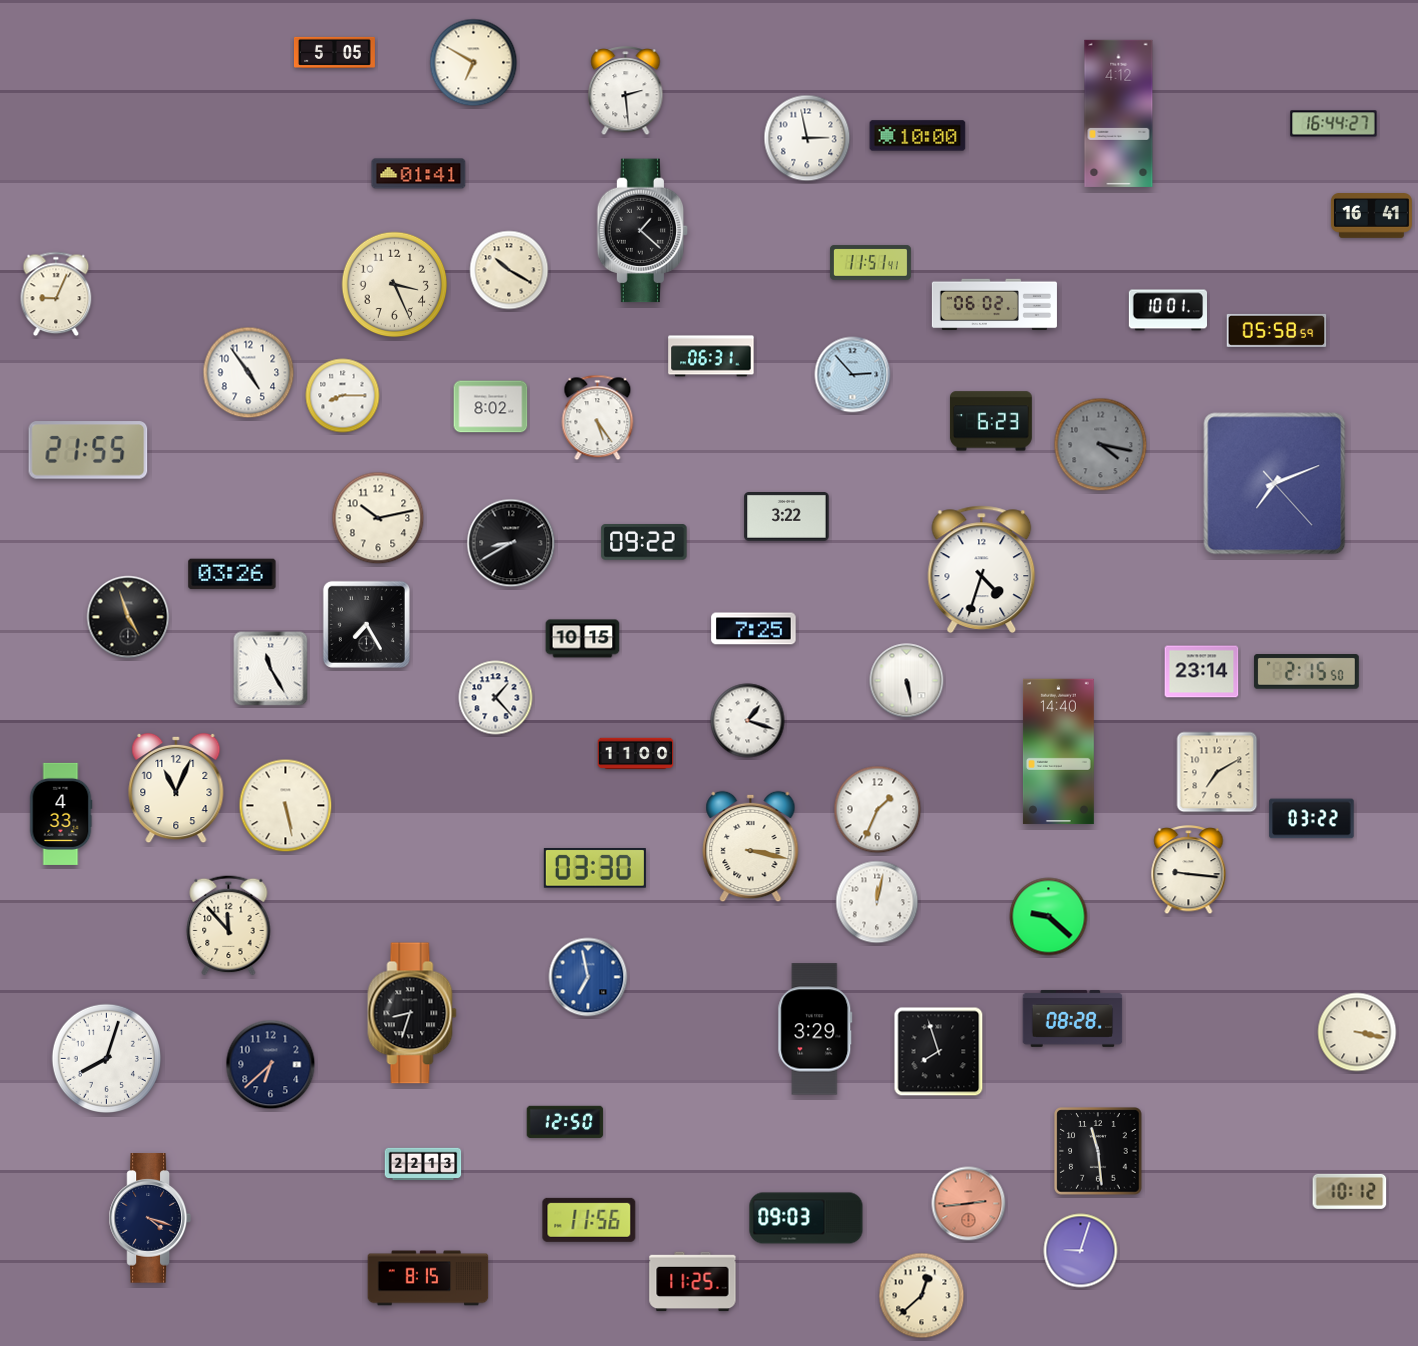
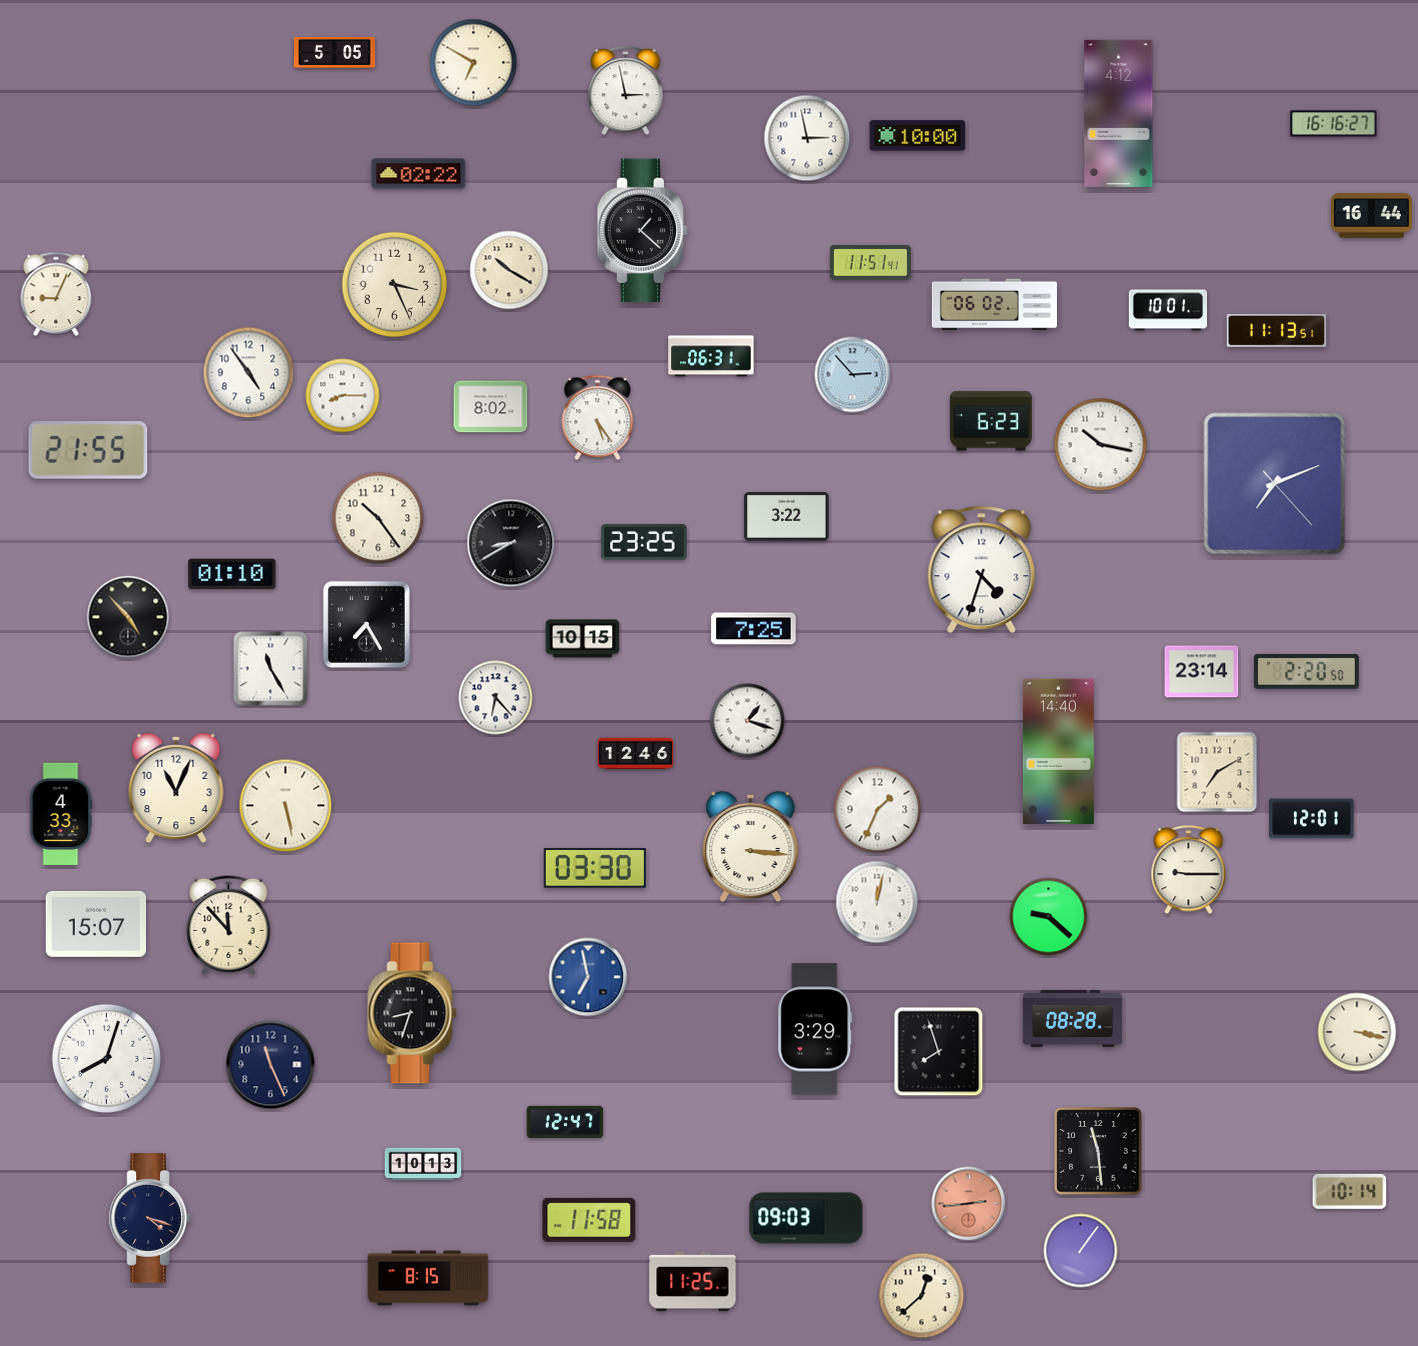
clock at (626, 91): 2:29 -> 2:58
clock at (1334, 124): 16:44 -> 16:16
clock at (419, 174): 01:41 -> 02:22
clock at (1371, 216): 16:41 -> 16:44
clock at (1277, 330): 05:58 -> 11:13
clock at (1101, 445): 4:17 -> 10:17
clock at (1101, 445) dial: grey -> white
clock at (378, 518): 10:13 -> 10:24
clock at (644, 543): 09:22 -> 23:25
clock at (232, 574): 03:26 -> 01:10
clock at (128, 617): 4:57 -> 4:53
clock at (1306, 672): 2:15 -> 2:20
clock at (907, 681): 5:28 -> none
clock at (496, 698): 1:23 -> 6:23
clock at (636, 754): 11:00 -> 12:46
clock at (1312, 819): 03:22 -> 12:01
clock at (751, 847): 3:17 -> 3:16
clock at (1189, 870): 9:16 -> 9:15
clock at (95, 924): none -> 15:07
clock at (271, 1065): 6:38 -> 11:26
clock at (565, 1122): 12:50 -> 12:47
clock at (423, 1164): 22:13 -> 10:13
clock at (1350, 1191): 10:12 -> 10:14
clock at (589, 1220): 11:56 -> 11:58
clock at (1081, 1251): 9:03 -> 1:06
